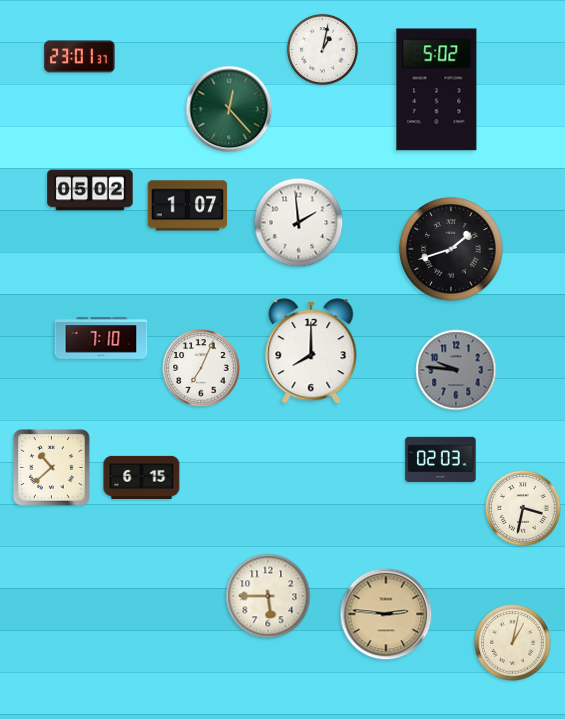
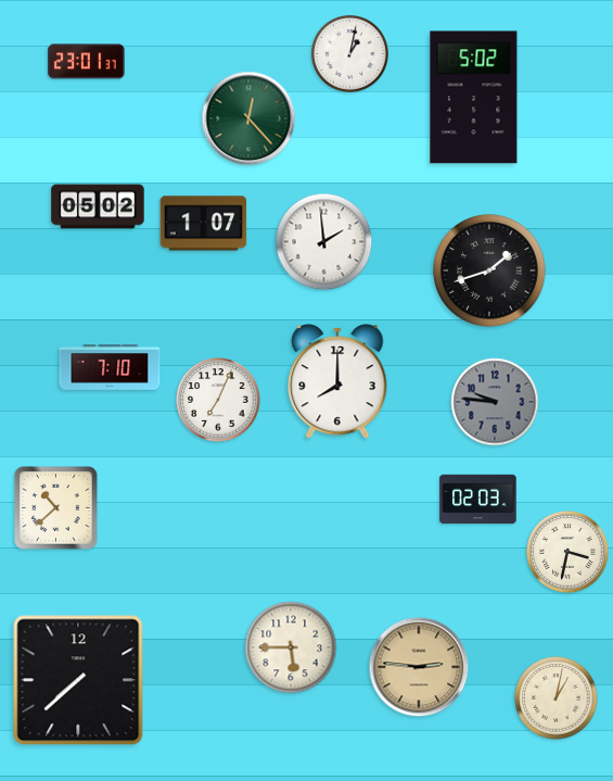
clock at (142, 477): 6:15 -> none
clock at (78, 680): none -> 7:38
